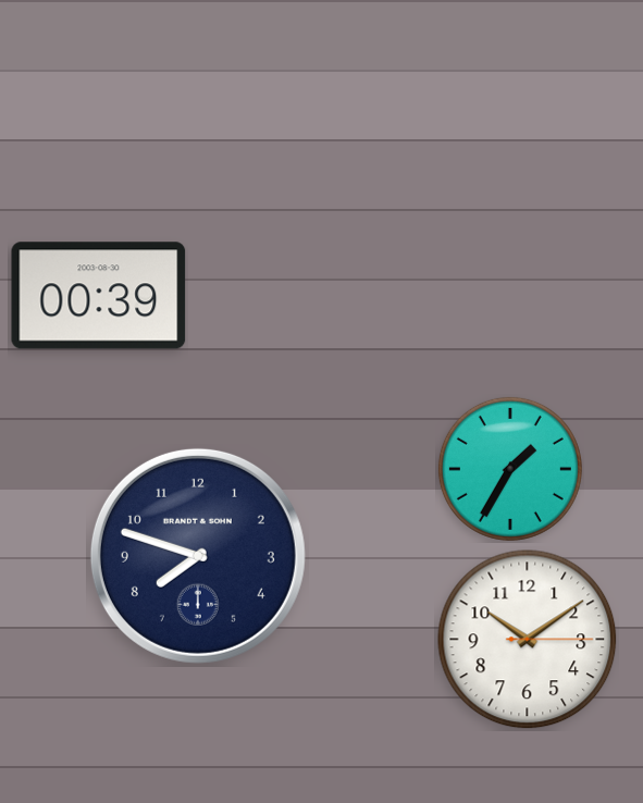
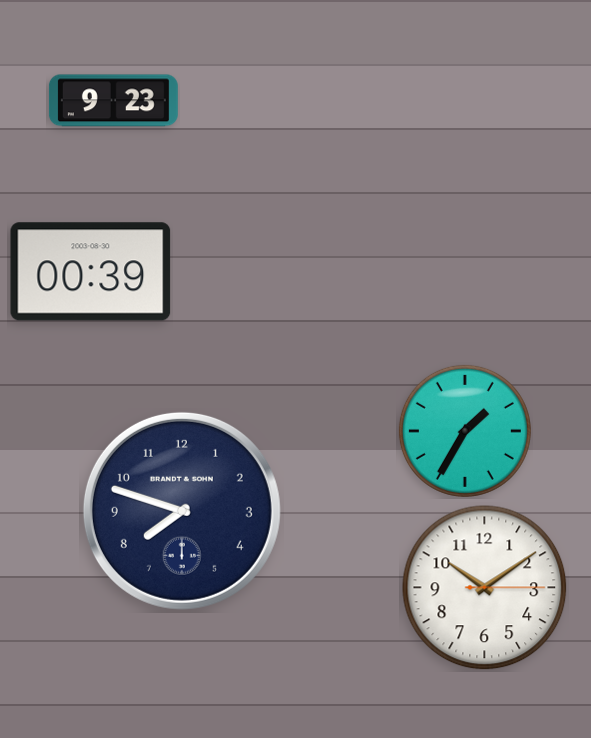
clock at (113, 101): none -> 9:23
clock at (510, 469) position: (510, 469) -> (465, 431)
